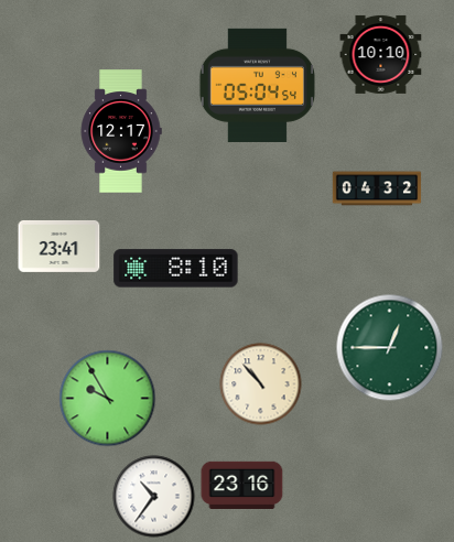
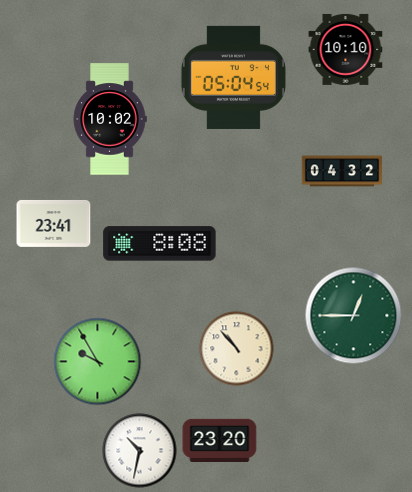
clock at (121, 131): 12:17 -> 10:02
clock at (176, 269): 8:10 -> 8:08
clock at (242, 485): 23:16 -> 23:20
clock at (154, 497): 10:36 -> 10:32
